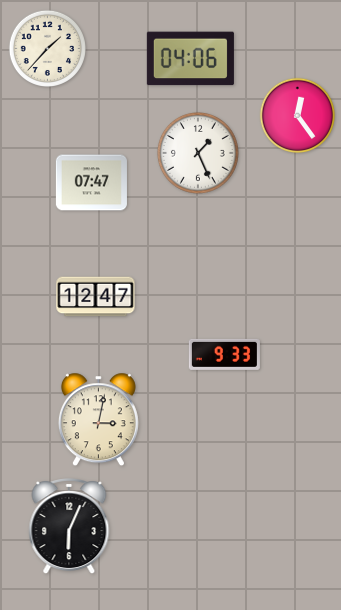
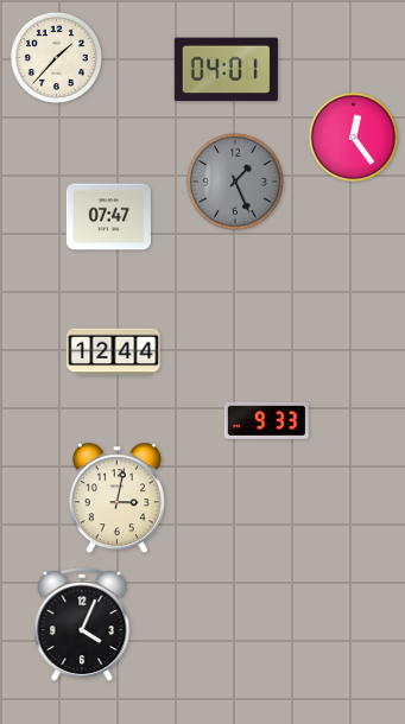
clock at (190, 59): 04:06 -> 04:01
clock at (198, 153) dial: white -> grey
clock at (96, 297): 12:47 -> 12:44
clock at (69, 527): 6:04 -> 4:04
